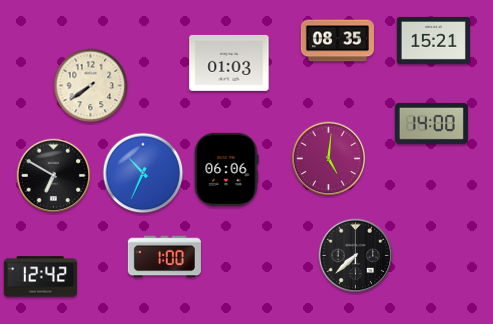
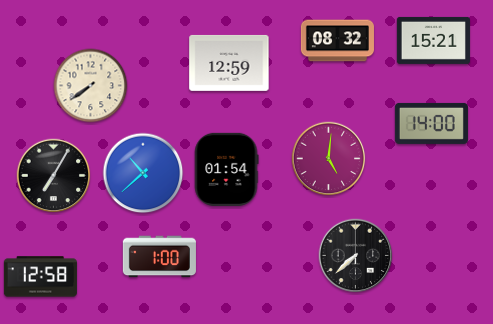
clock at (337, 41): 08:35 -> 08:32
clock at (229, 63): 01:03 -> 12:59
clock at (226, 169): 06:06 -> 01:54
clock at (143, 173): 10:34 -> 10:38
clock at (54, 176): 6:50 -> 7:05
clock at (164, 257) position: (164, 257) -> (159, 257)
clock at (40, 277): 12:42 -> 12:58
